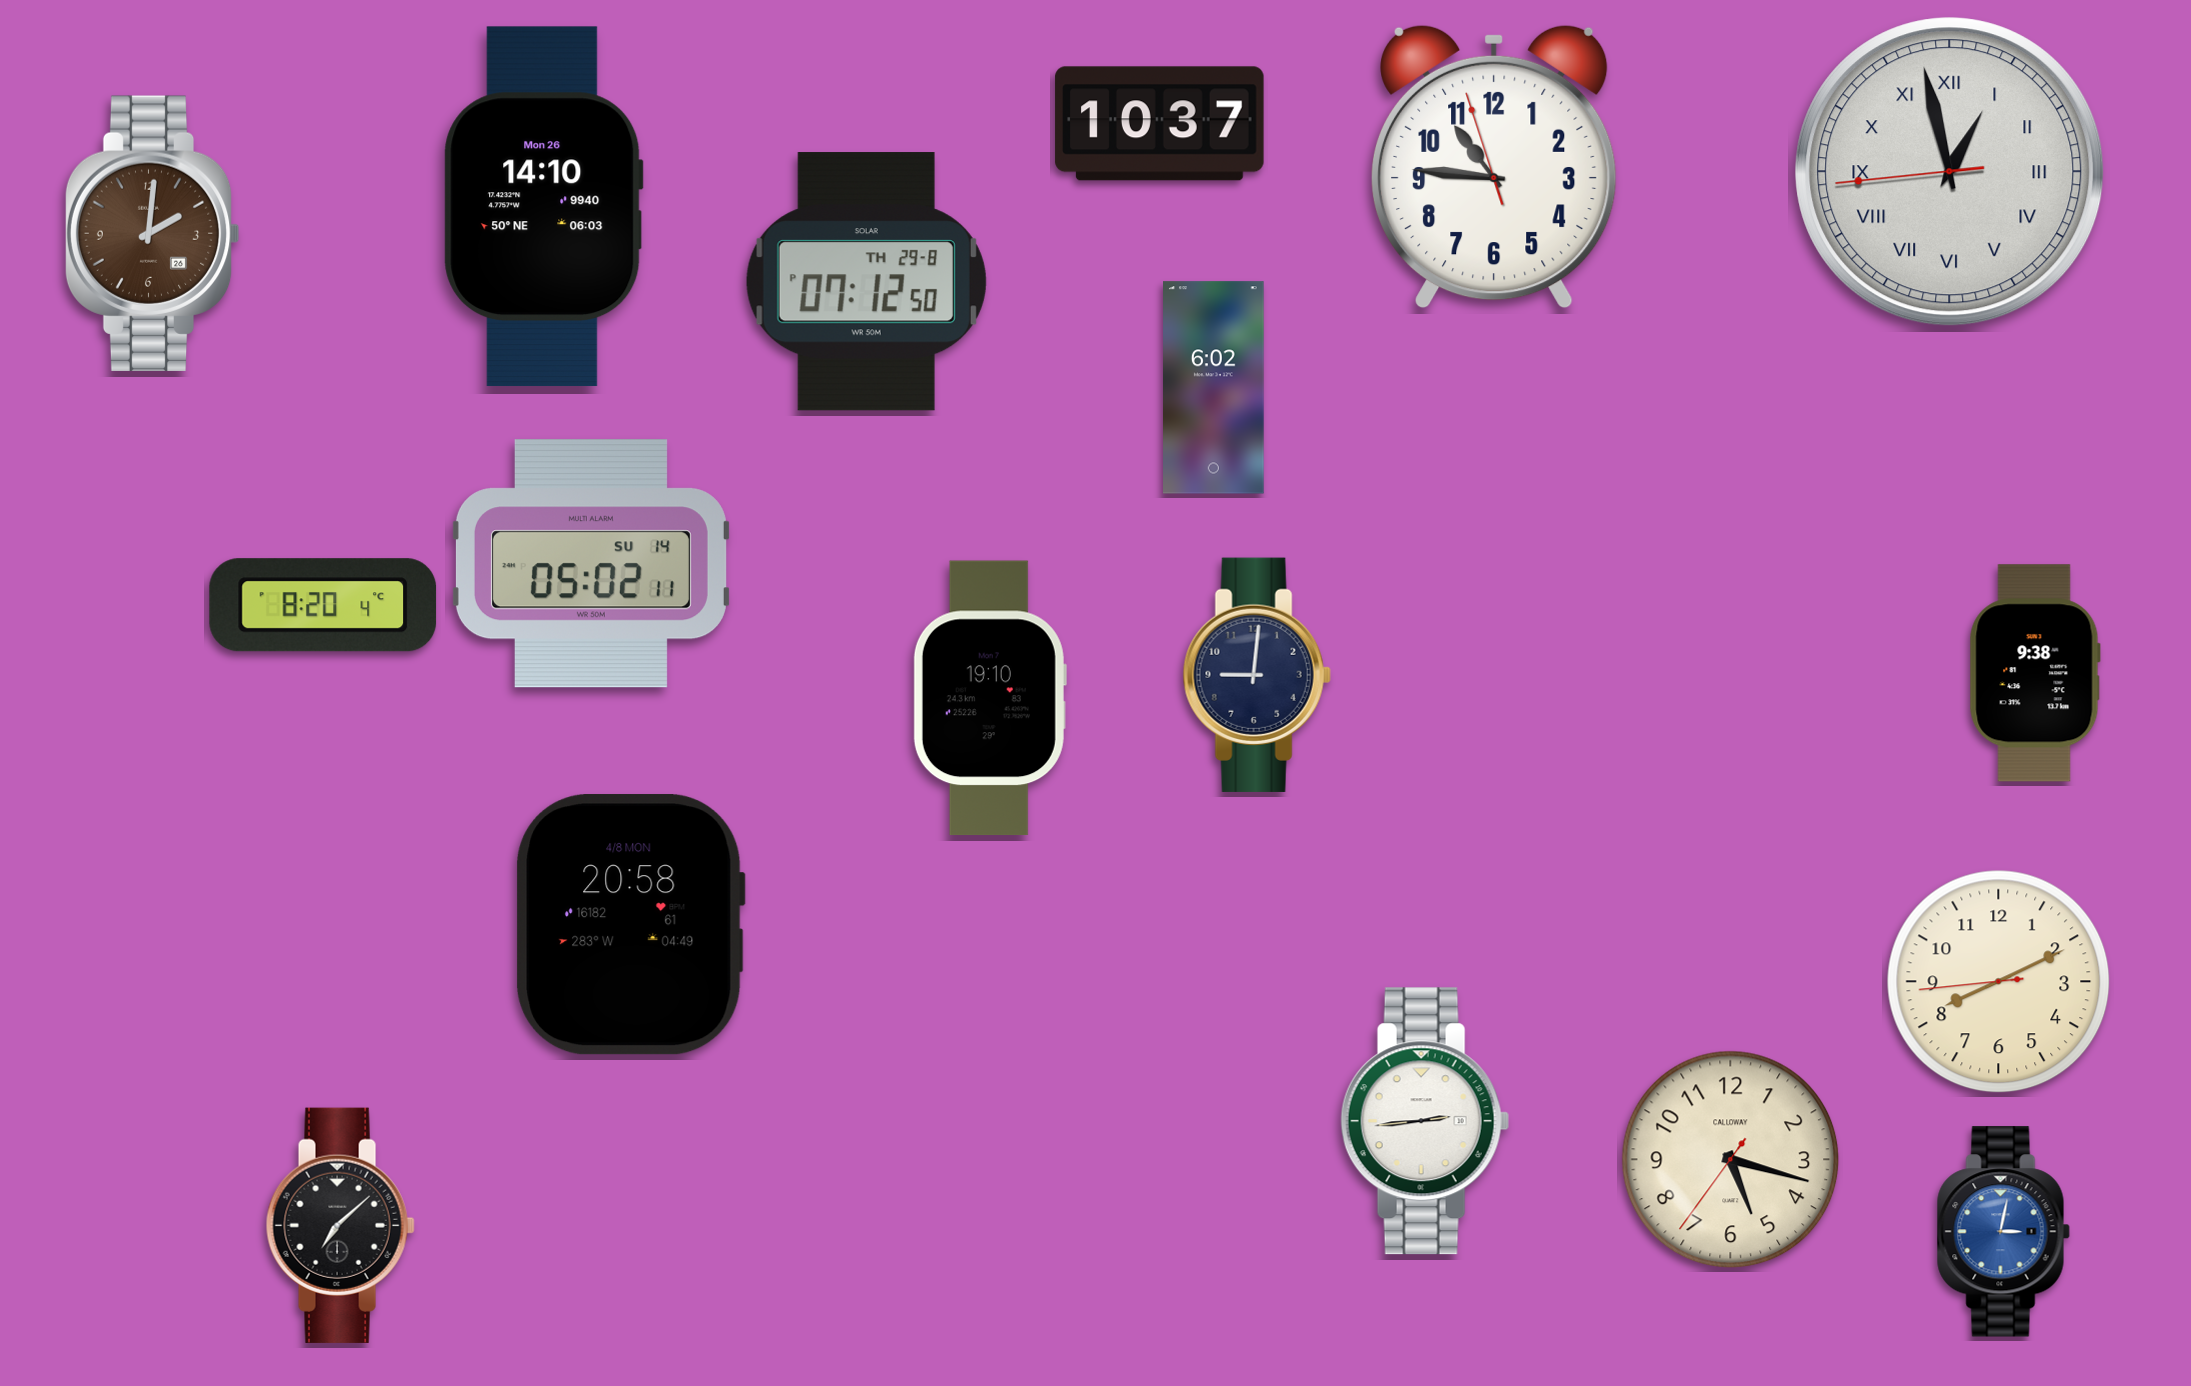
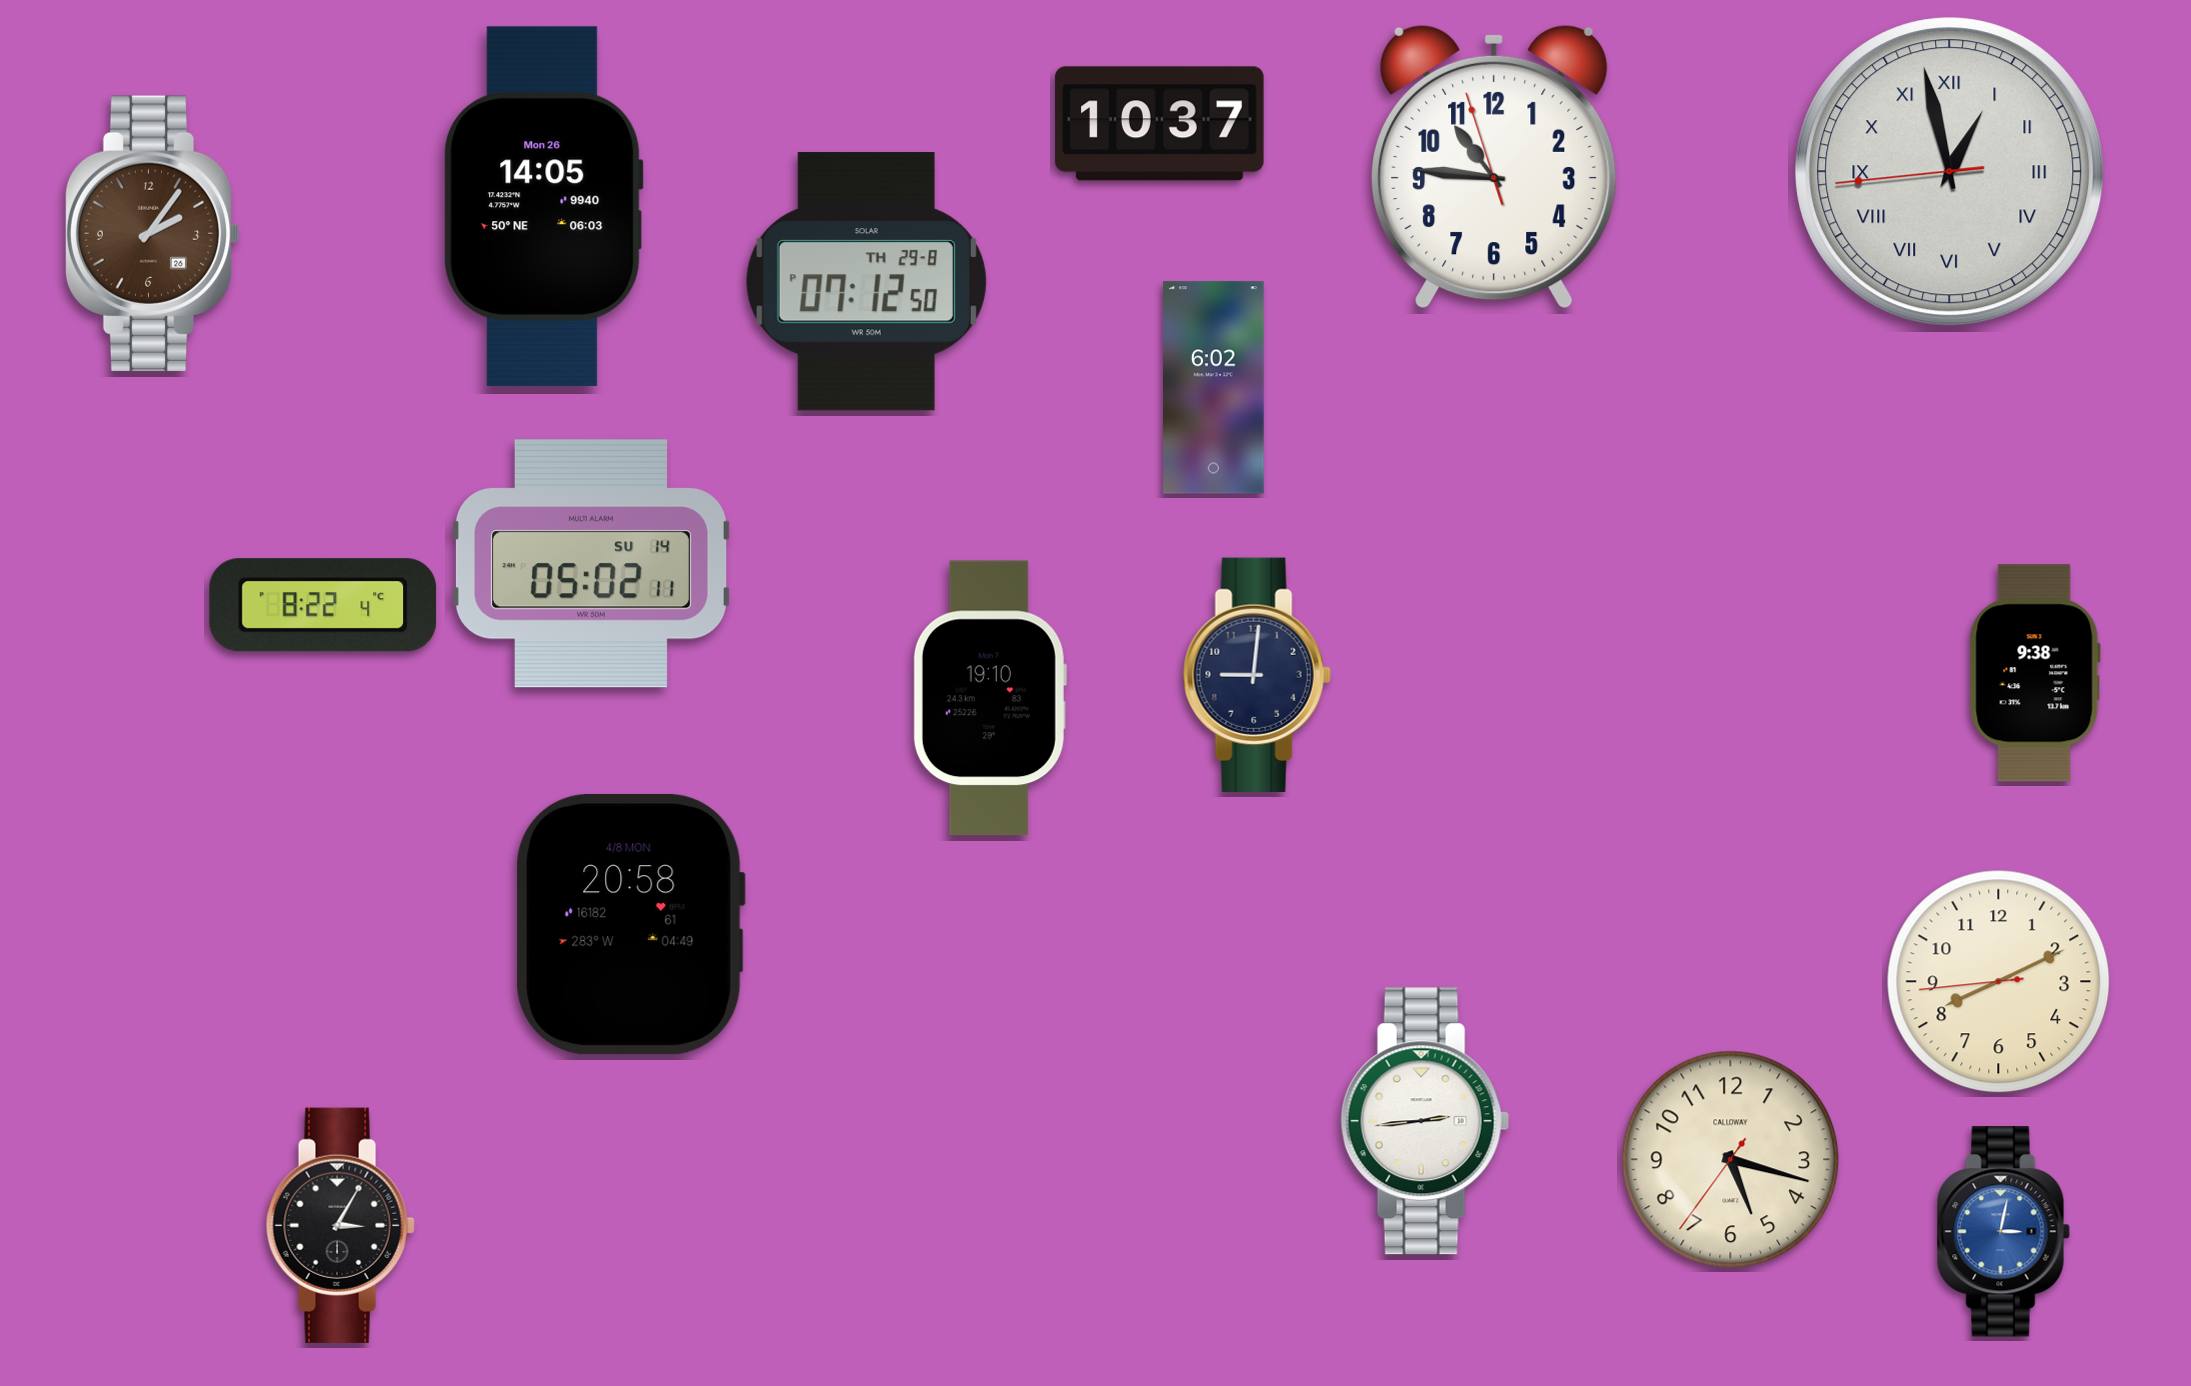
clock at (543, 207): 14:10 -> 14:05
clock at (152, 233): 2:01 -> 2:06
clock at (323, 605): 8:20 -> 8:22
clock at (340, 1225): 7:08 -> 3:05
